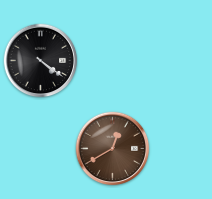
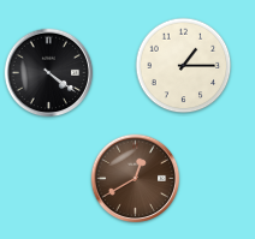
clock at (184, 66): none -> 1:15
